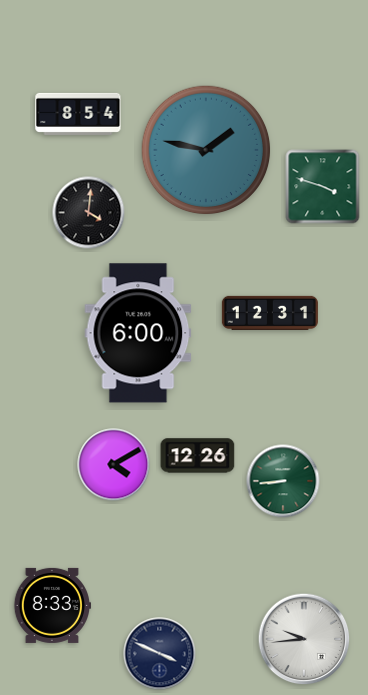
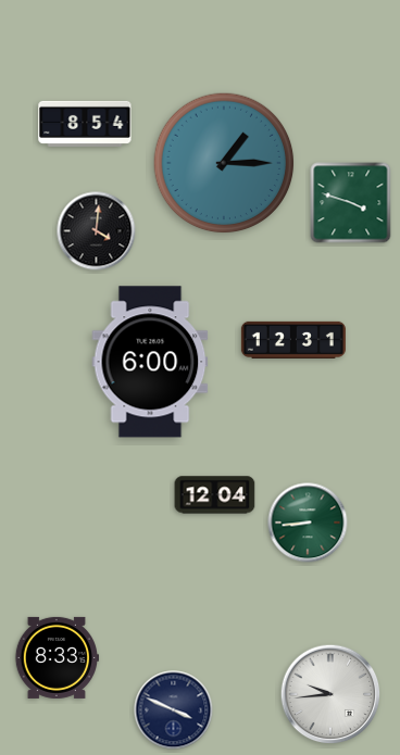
clock at (206, 150): 1:47 -> 1:15
clock at (198, 456): 12:26 -> 12:04
clock at (114, 465): 4:10 -> none
